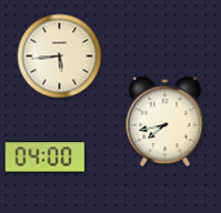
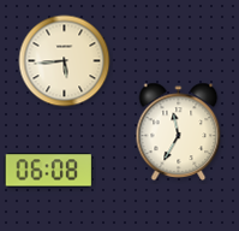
clock at (165, 122): 7:43 -> 11:35
clock at (46, 158): 04:00 -> 06:08
